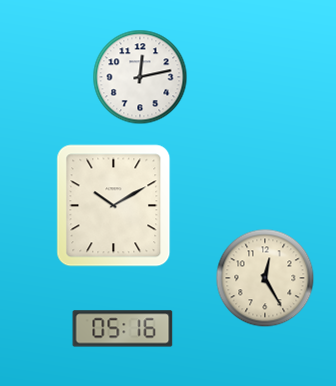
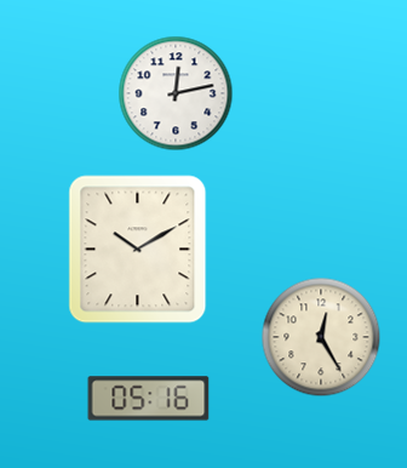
clock at (140, 77) position: (140, 77) -> (176, 93)
